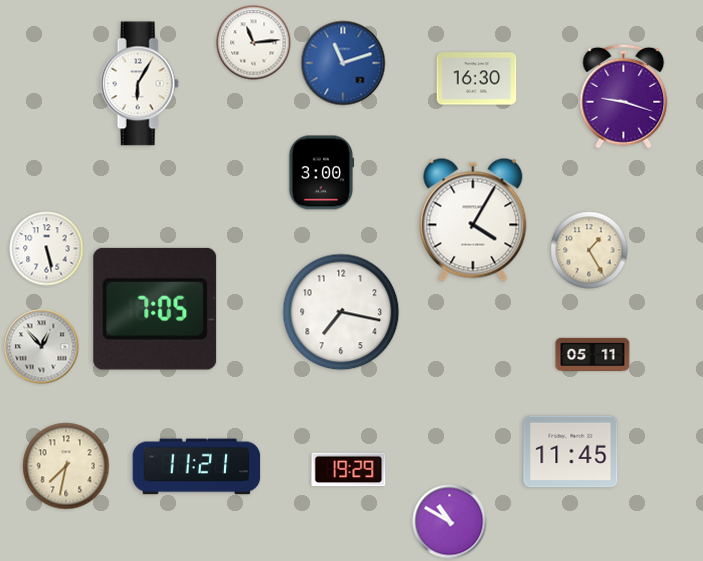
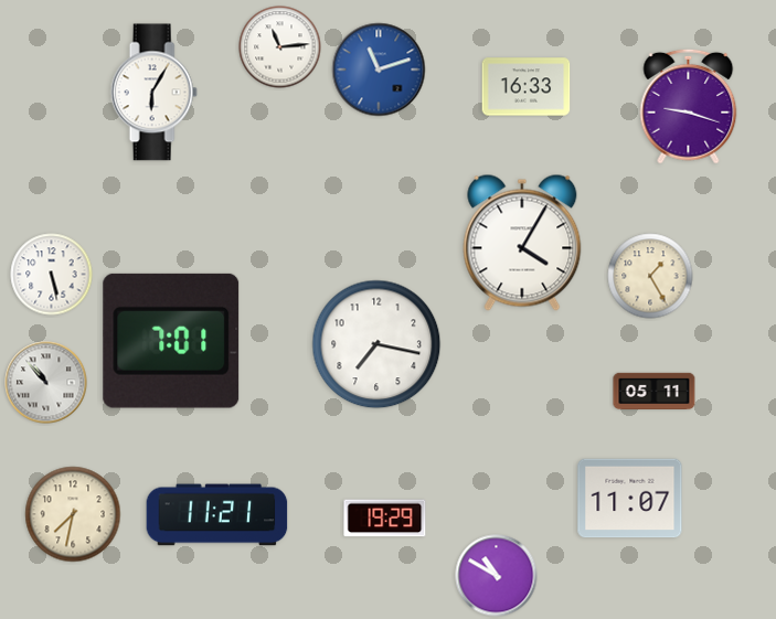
clock at (477, 79): 16:30 -> 16:33
clock at (321, 173): 3:00 -> none
clock at (155, 309): 7:05 -> 7:01
clock at (42, 347): 12:53 -> 10:53
clock at (571, 452): 11:45 -> 11:07
